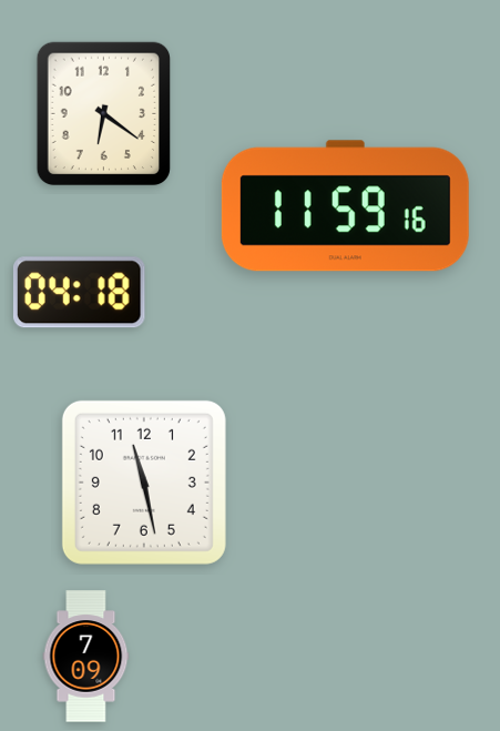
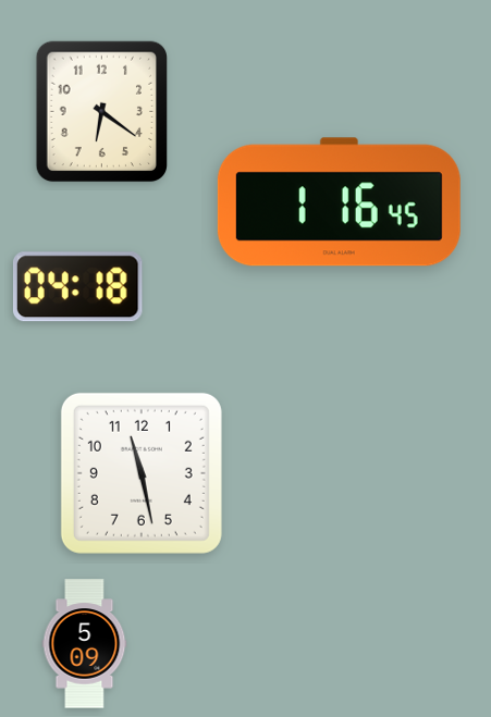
clock at (345, 206): 11:59 -> 1:16
clock at (86, 657): 7:09 -> 5:09
